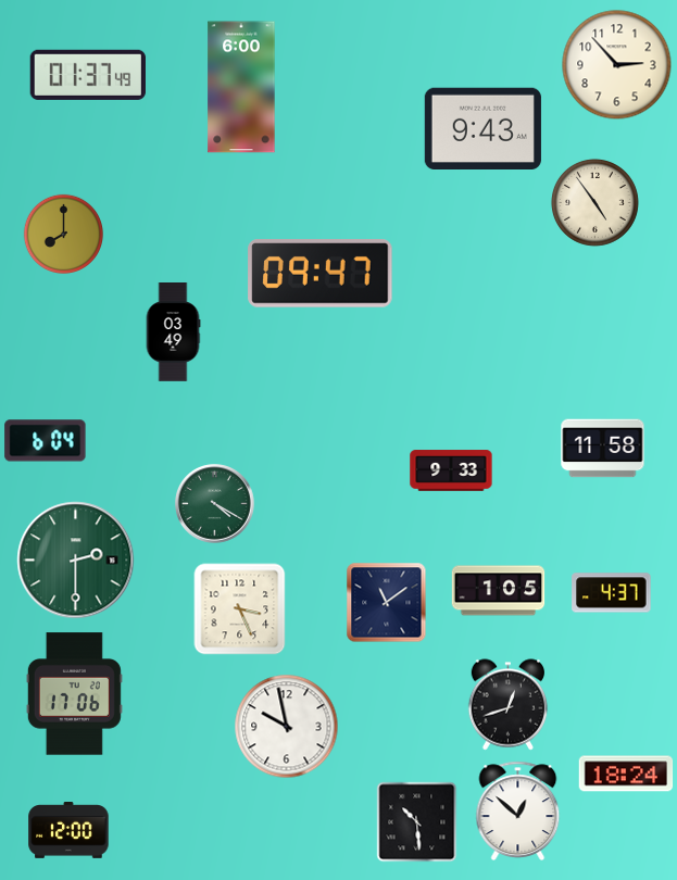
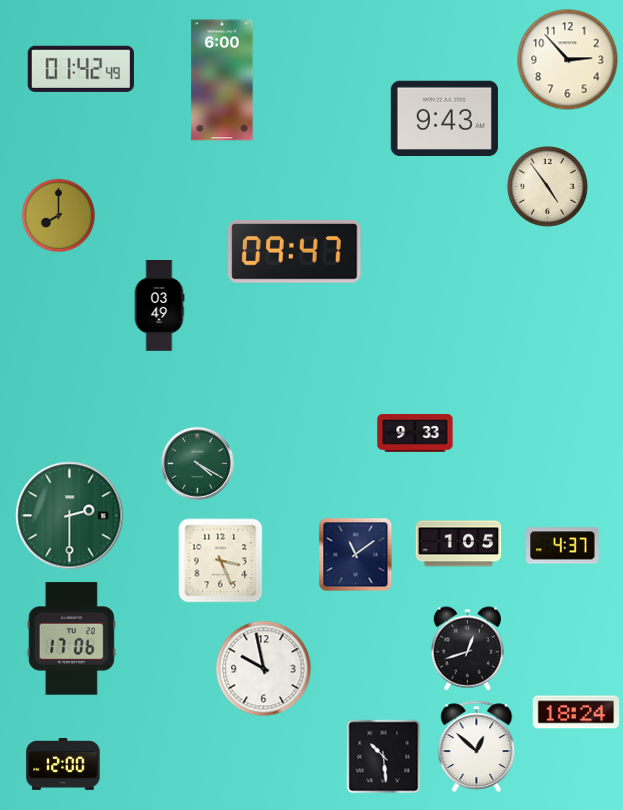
clock at (88, 75): 01:37 -> 01:42
clock at (46, 441): 6:04 -> none
clock at (603, 449): 11:58 -> none
clock at (74, 694) position: (74, 694) -> (71, 639)
